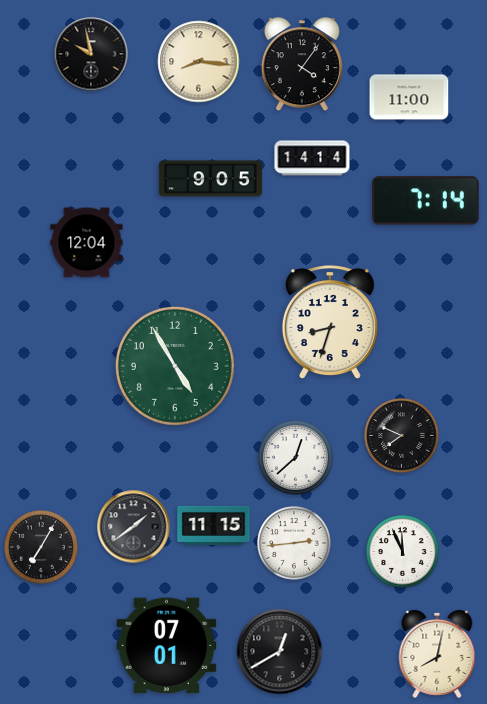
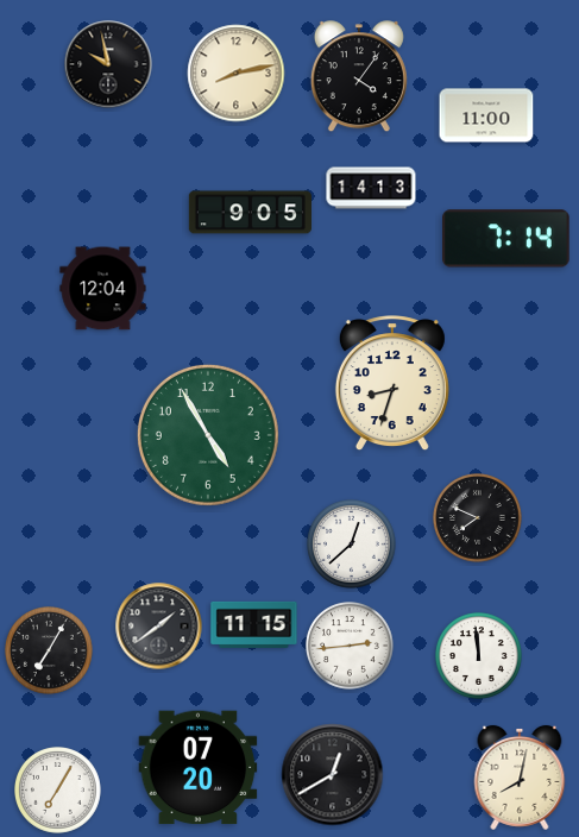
clock at (199, 62): 8:16 -> 8:13
clock at (312, 158): 14:14 -> 14:13
clock at (403, 552): 11:56 -> 11:59
clock at (167, 646): 07:01 -> 07:20
clock at (58, 791): none -> 7:05
